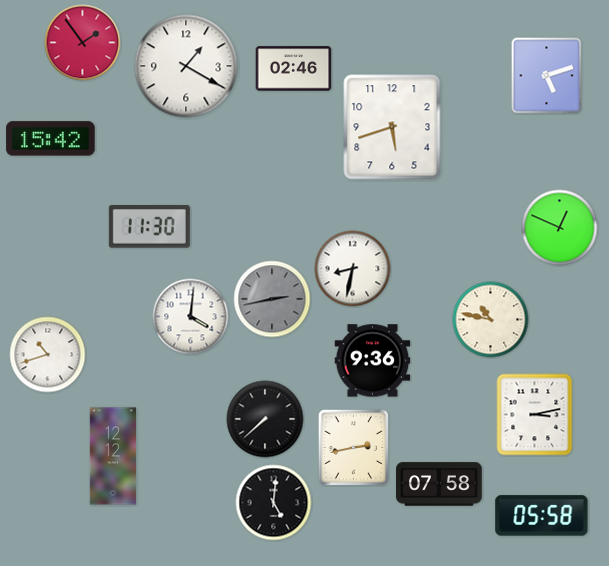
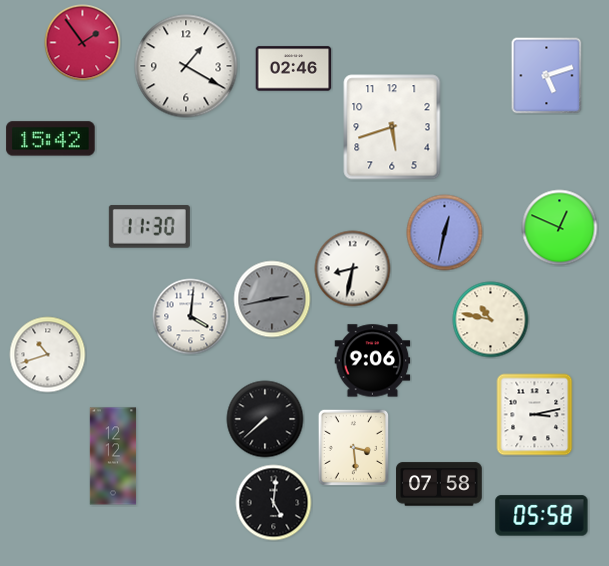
clock at (445, 233): none -> 12:32
clock at (373, 361): 9:36 -> 9:06
clock at (353, 447): 2:43 -> 3:29
